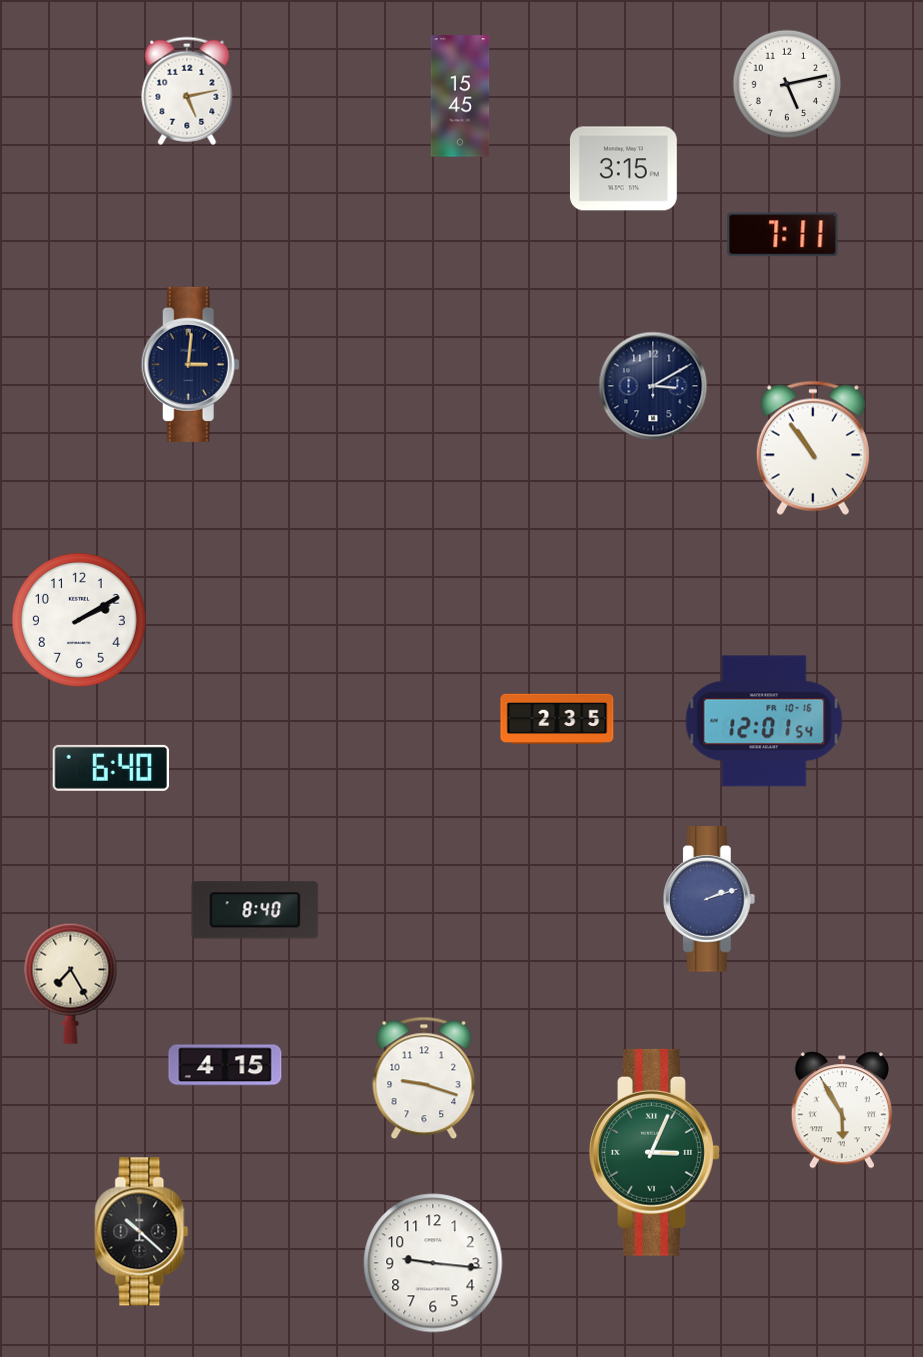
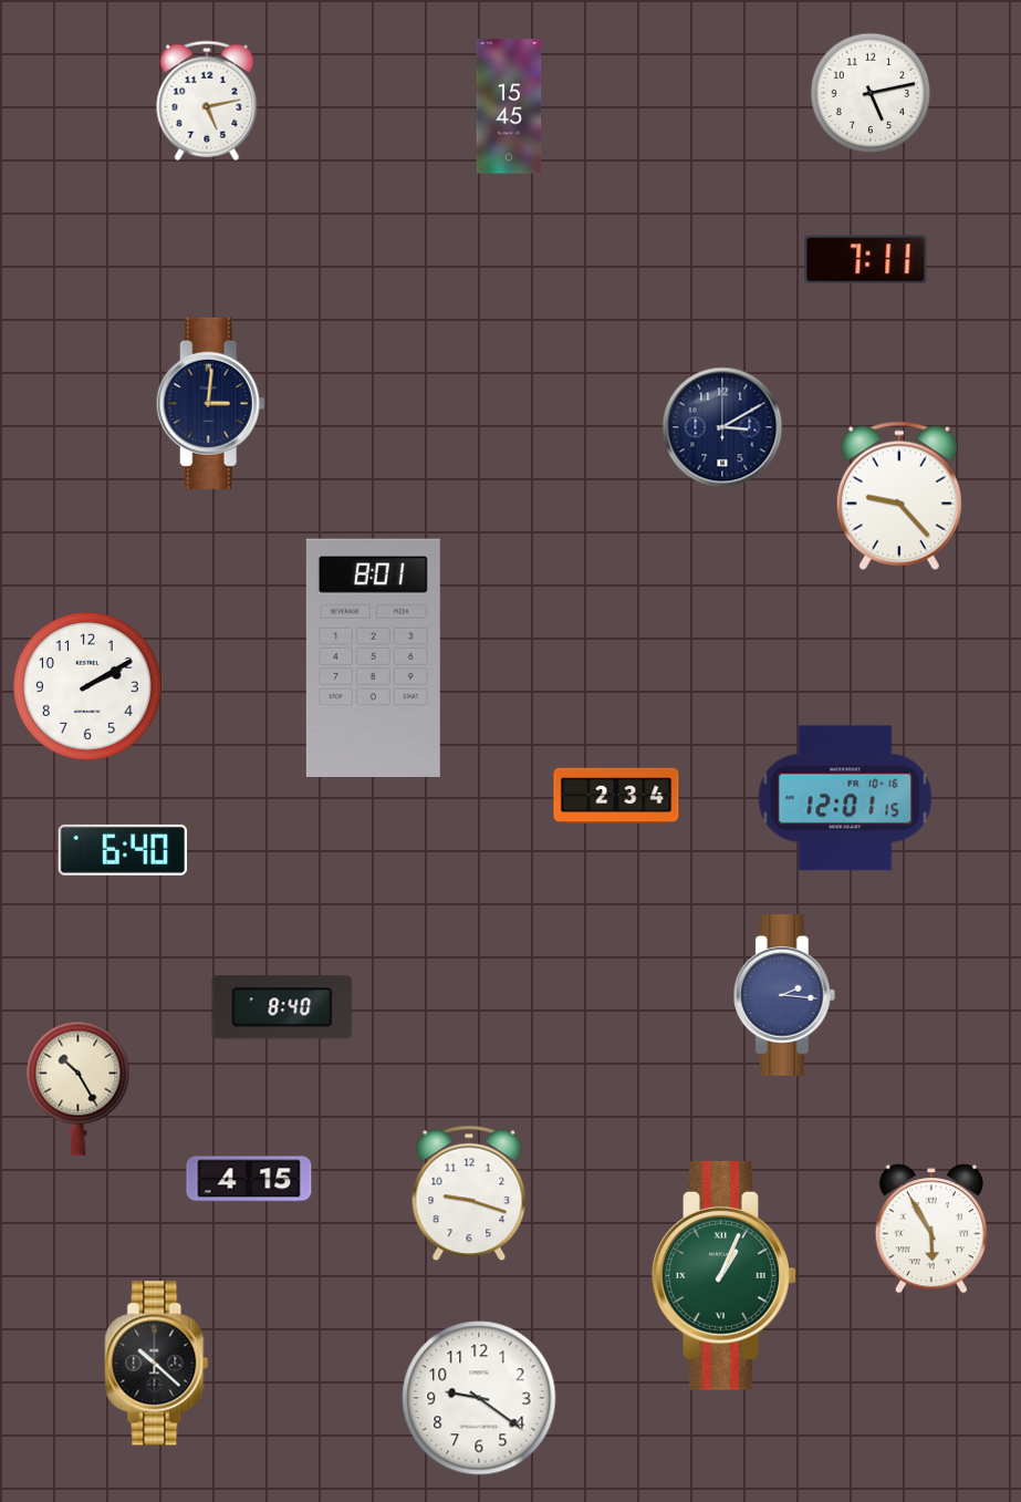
clock at (623, 169): 3:15 -> none
clock at (813, 448): 10:54 -> 9:23
clock at (373, 657): none -> 8:01
clock at (557, 718): 2:35 -> 2:34
clock at (764, 721): 12:01:54 -> 12:01:15
clock at (710, 899): 2:12 -> 2:16
clock at (71, 983): 7:25 -> 10:25
clock at (655, 1152): 3:04 -> 1:04
clock at (433, 1263): 9:16 -> 9:21
